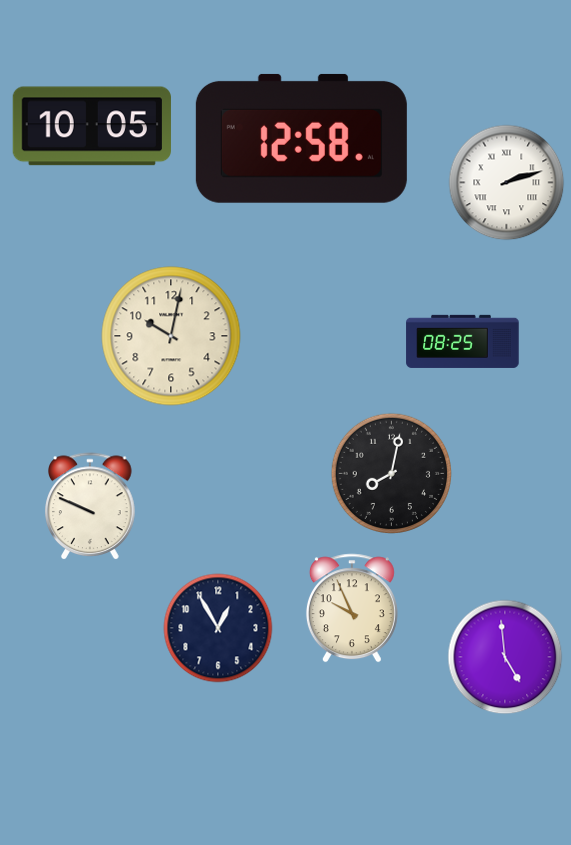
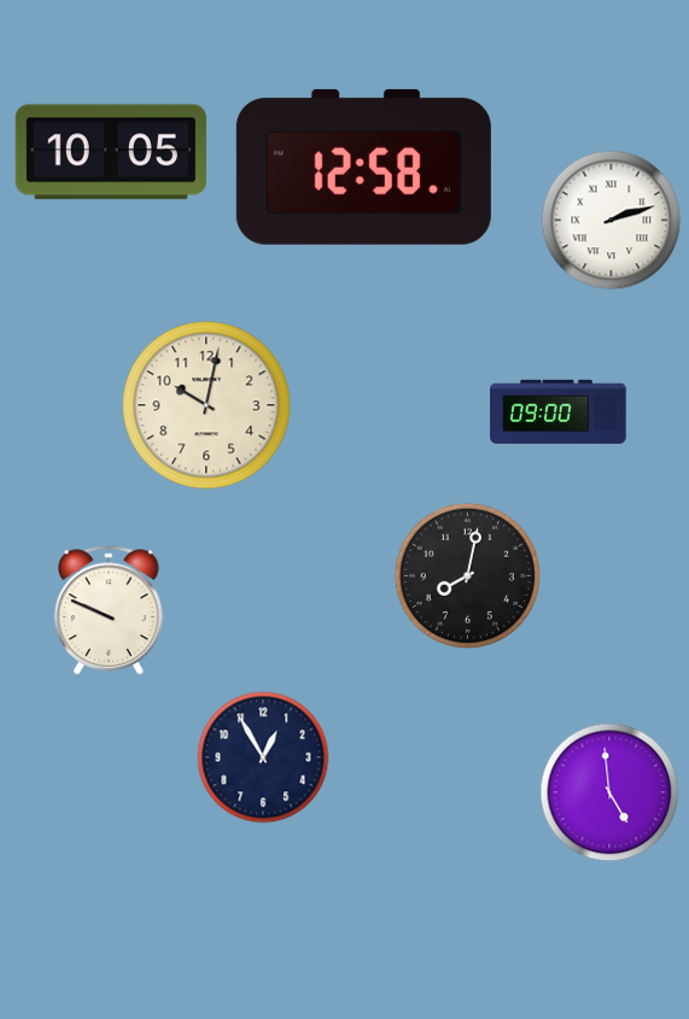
clock at (463, 341): 08:25 -> 09:00
clock at (391, 473) position: (391, 473) -> (467, 575)
clock at (352, 608): 9:56 -> none
